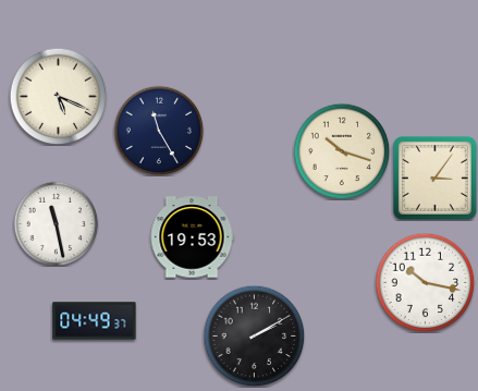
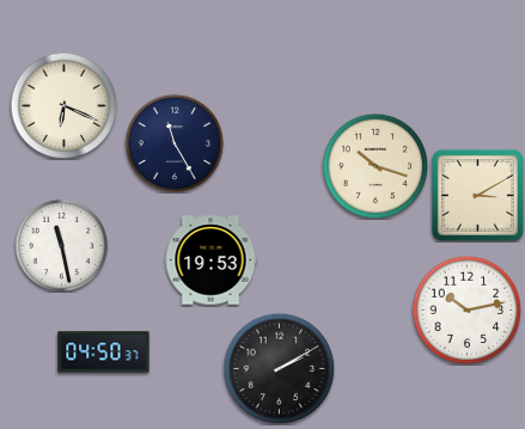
clock at (58, 96): 5:19 -> 6:19
clock at (434, 178): 3:06 -> 3:10
clock at (425, 282): 10:17 -> 10:13
clock at (95, 321): 04:49 -> 04:50
